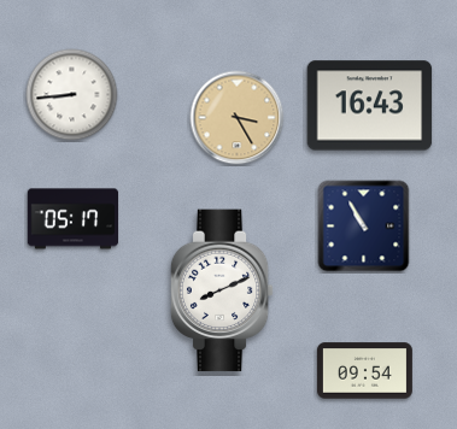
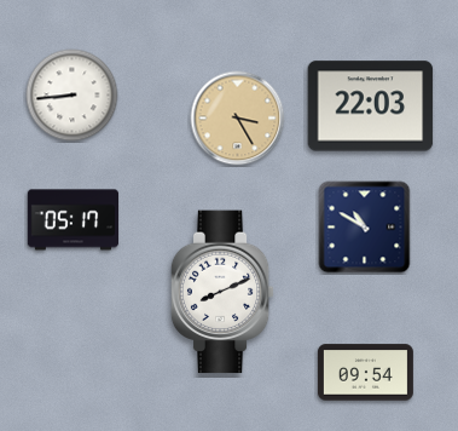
clock at (370, 106): 16:43 -> 22:03
clock at (364, 227): 10:55 -> 10:50
